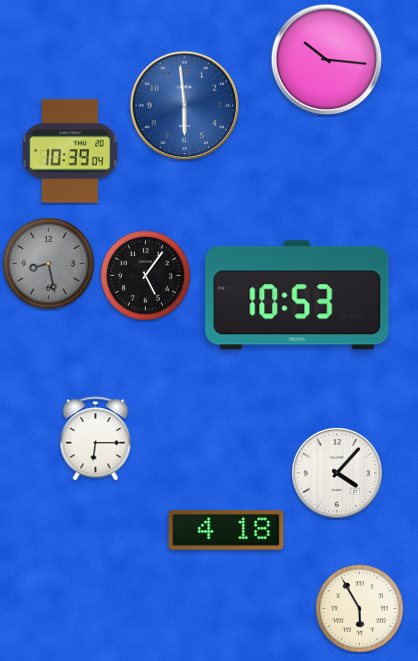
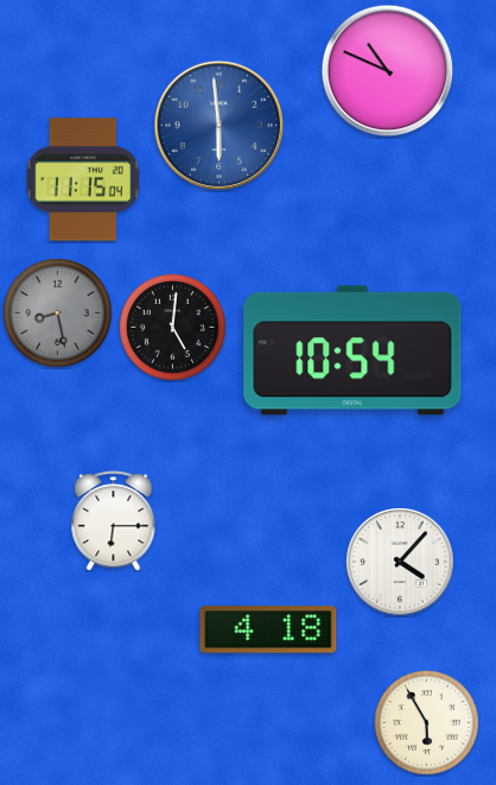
clock at (327, 60): 10:16 -> 10:49
clock at (70, 151): 10:39 -> 11:15
clock at (146, 276): 5:06 -> 5:01
clock at (297, 295): 10:53 -> 10:54
